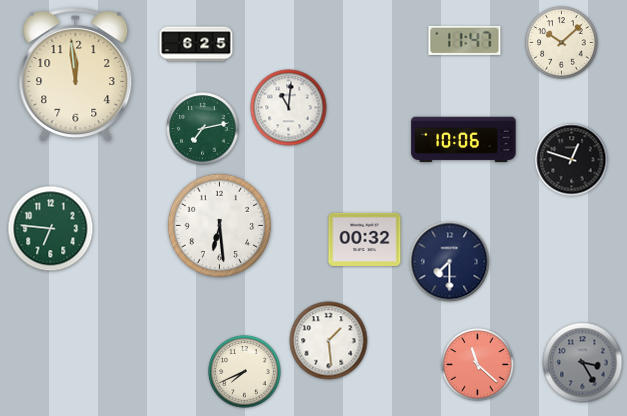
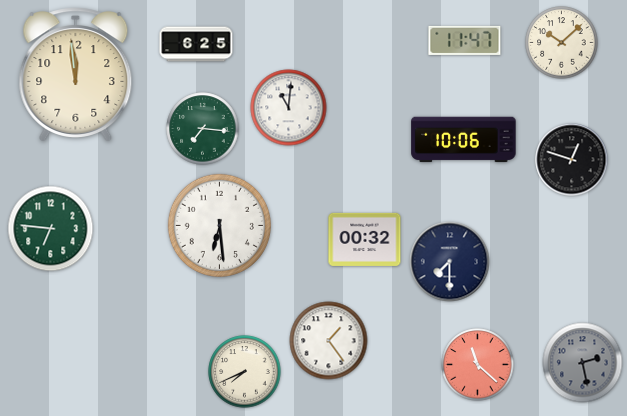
clock at (203, 129): 7:13 -> 7:16
clock at (329, 341): 1:29 -> 1:24
clock at (583, 363): 3:25 -> 2:28
